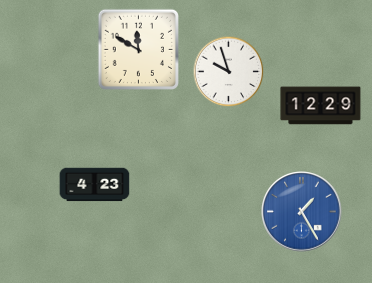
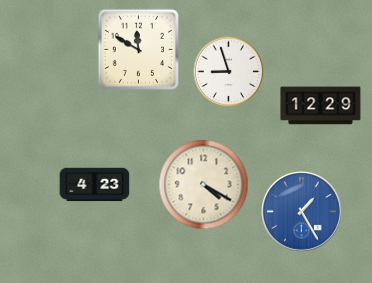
clock at (229, 72): 9:57 -> 8:57
clock at (204, 185): none -> 4:20
